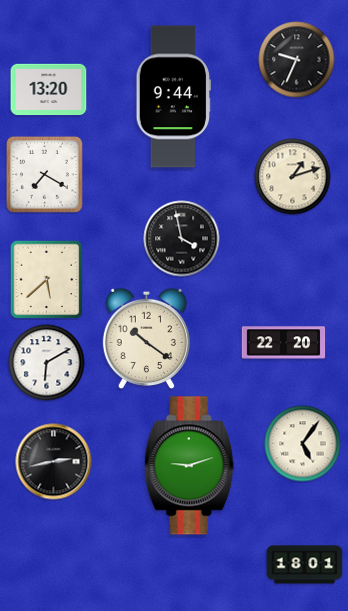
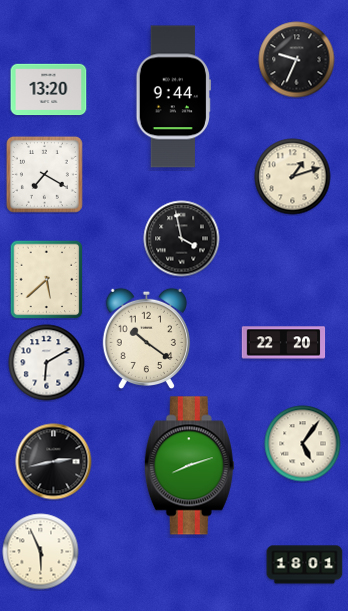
clock at (189, 466): 9:12 -> 8:12
clock at (41, 552): none -> 5:56
